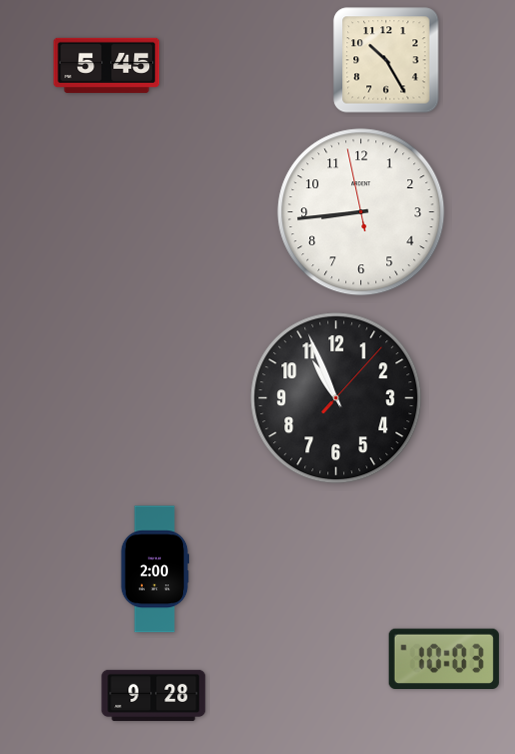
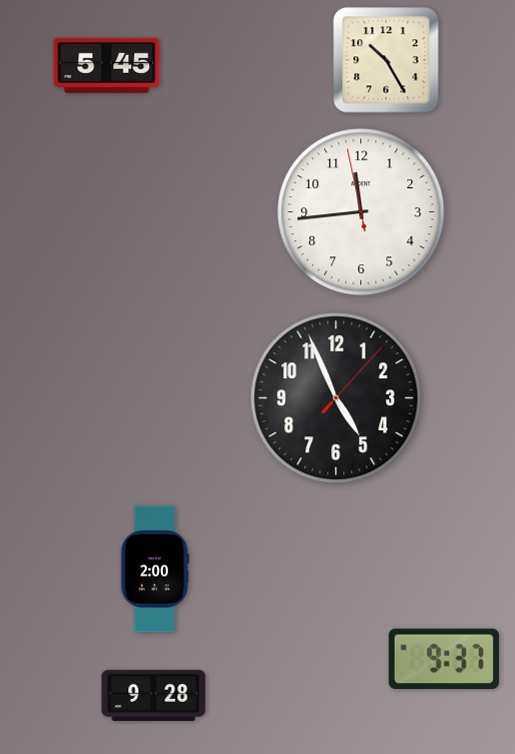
clock at (361, 212): 8:43 -> 11:43
clock at (336, 398): 10:56 -> 4:56
clock at (444, 658): 10:03 -> 9:37
